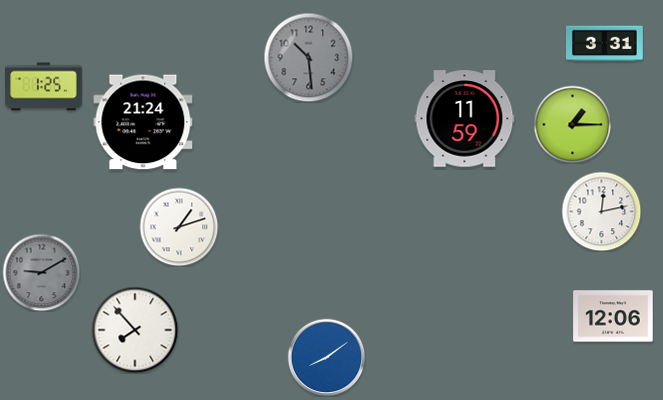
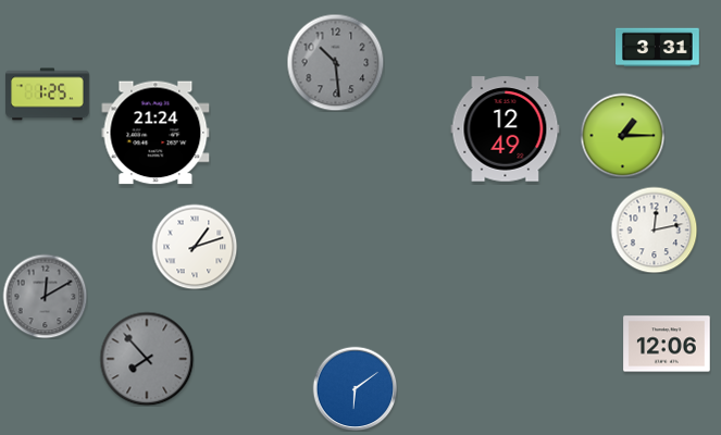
clock at (465, 119): 11:59 -> 12:49
clock at (41, 272): 9:10 -> 12:10
clock at (135, 330) dial: white -> grey
clock at (326, 357): 8:09 -> 6:09
